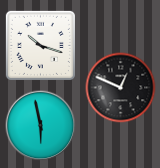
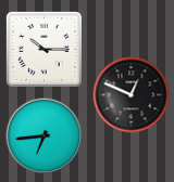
clock at (40, 45): 10:18 -> 10:15
clock at (41, 126): 5:58 -> 6:44
